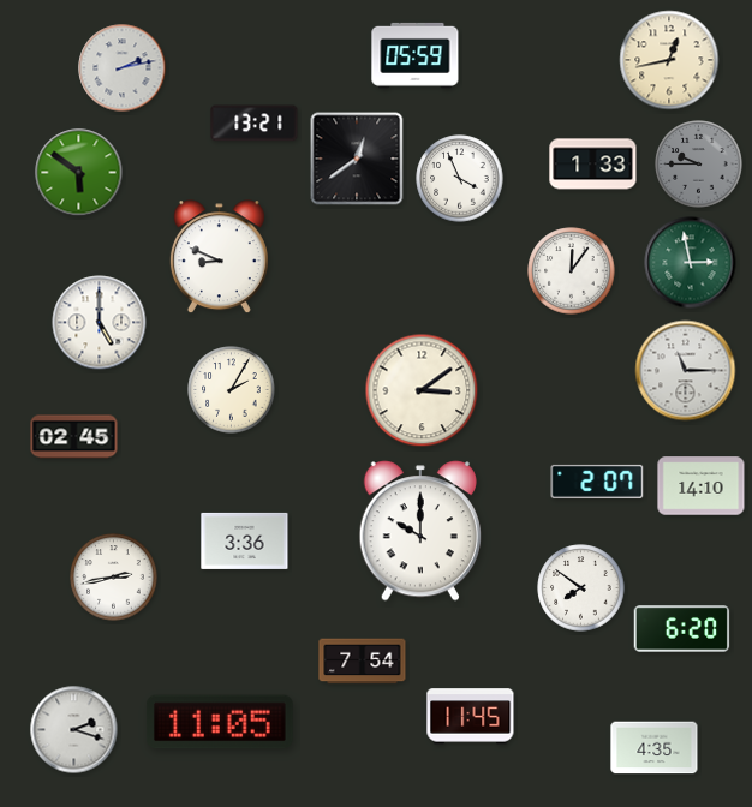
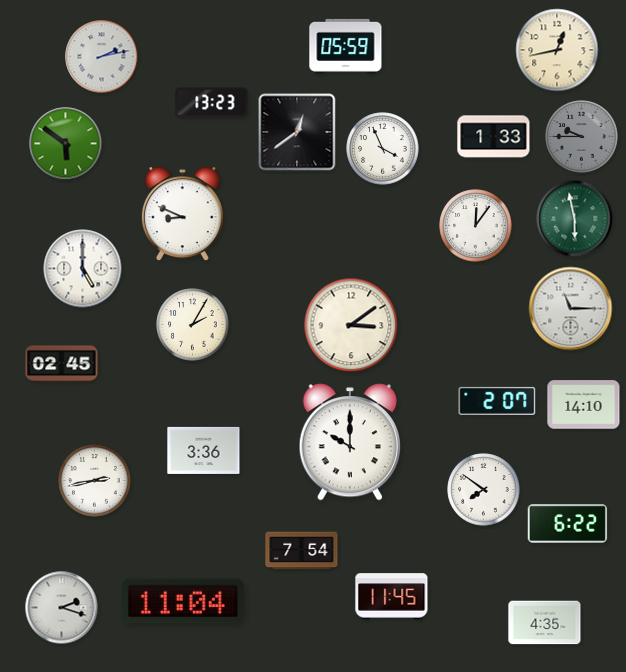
clock at (255, 124): 13:21 -> 13:23
clock at (691, 263): 2:58 -> 5:58
clock at (682, 629): 6:20 -> 6:22
clock at (220, 722): 11:05 -> 11:04
